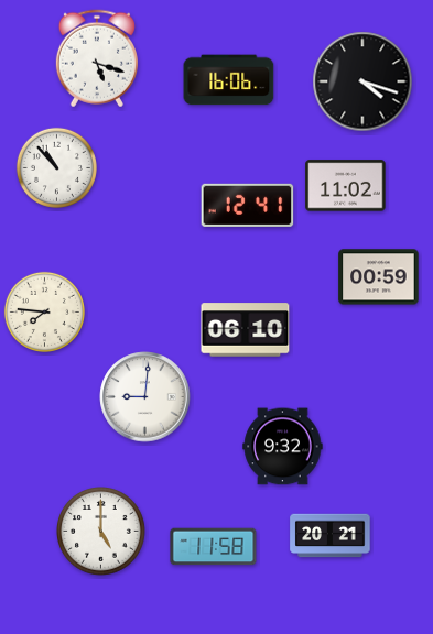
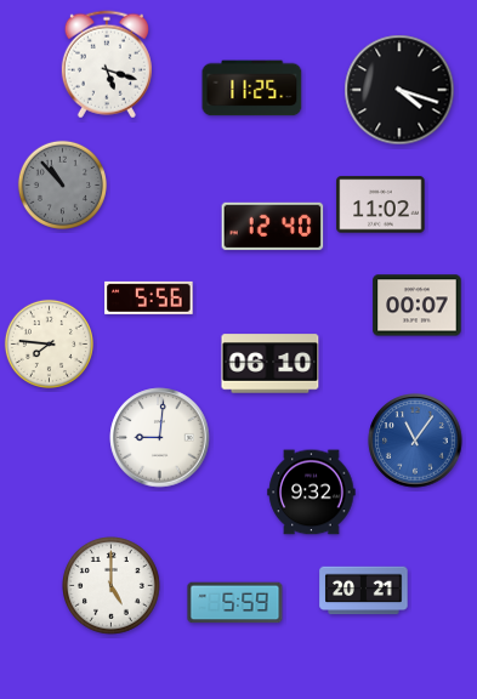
clock at (229, 80): 16:06 -> 11:25
clock at (56, 167) dial: white -> grey
clock at (248, 205): 12:41 -> 12:40
clock at (149, 297): none -> 5:56
clock at (379, 277): 00:59 -> 00:07
clock at (415, 441): none -> 11:06
clock at (214, 547): 11:58 -> 5:59
